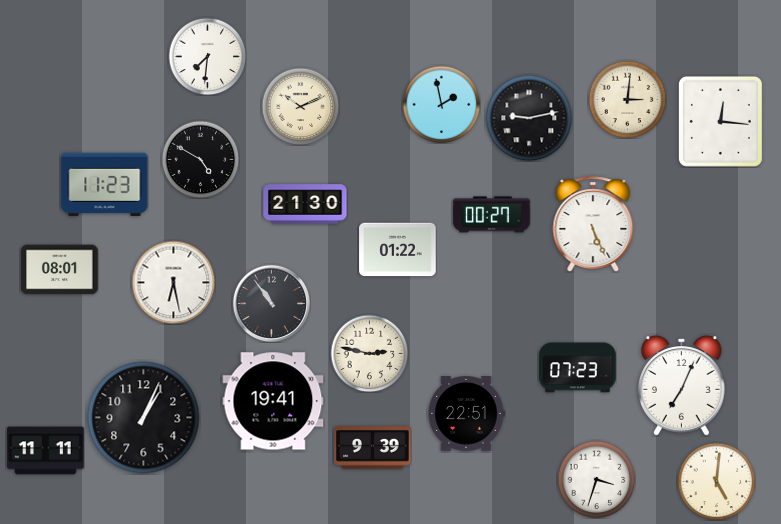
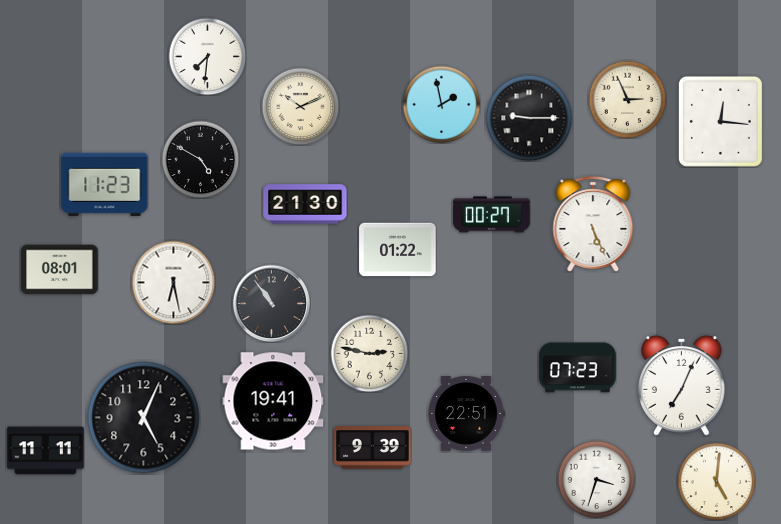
clock at (627, 99): 3:01 -> 2:56
clock at (529, 118): 9:13 -> 9:15
clock at (144, 418): 1:04 -> 5:04
